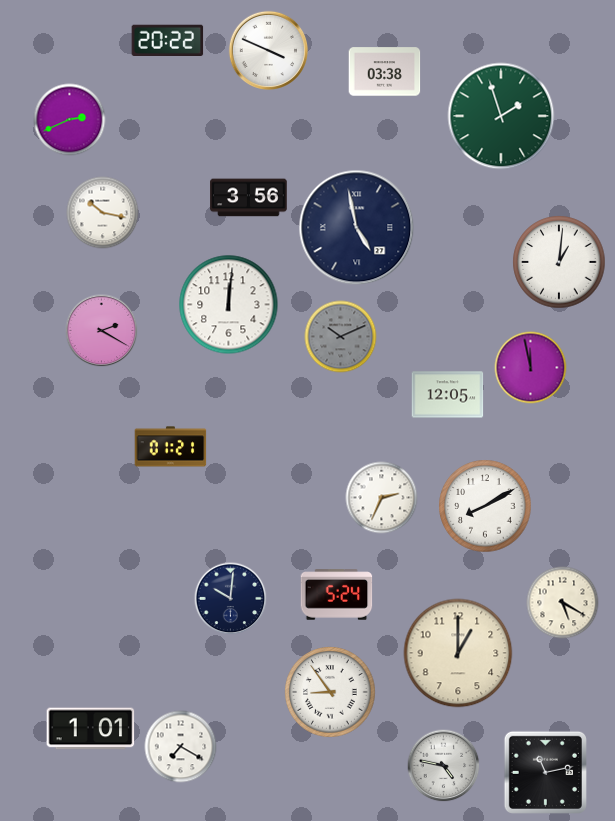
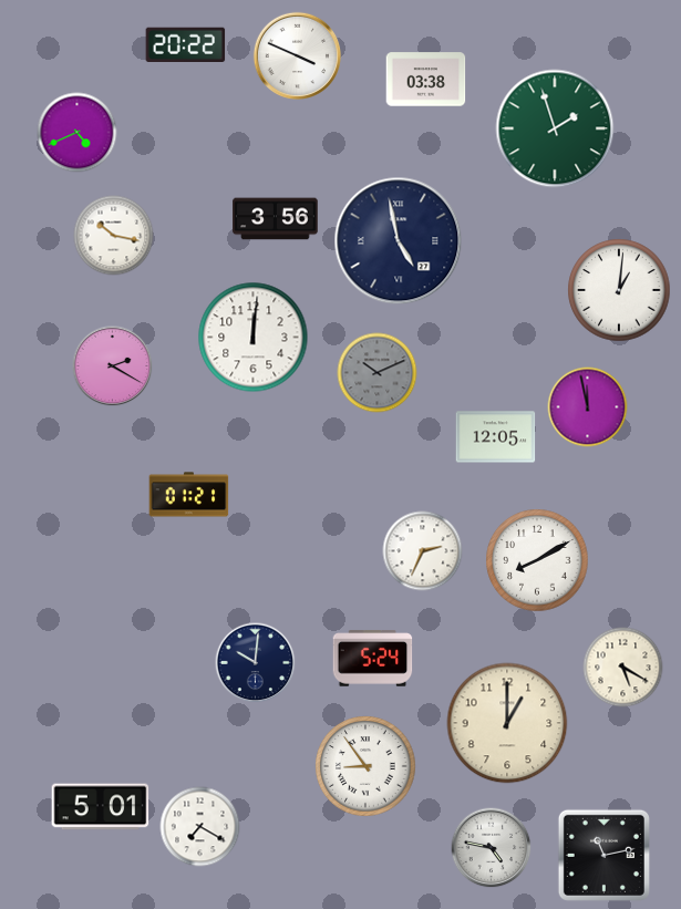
clock at (70, 120): 2:41 -> 4:41
clock at (357, 228) position: (357, 228) -> (399, 241)
clock at (91, 729): 1:01 -> 5:01
